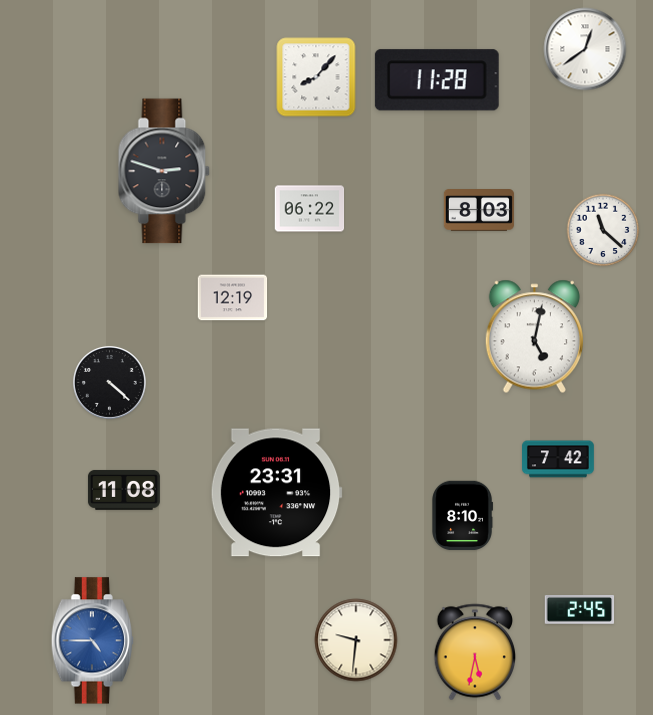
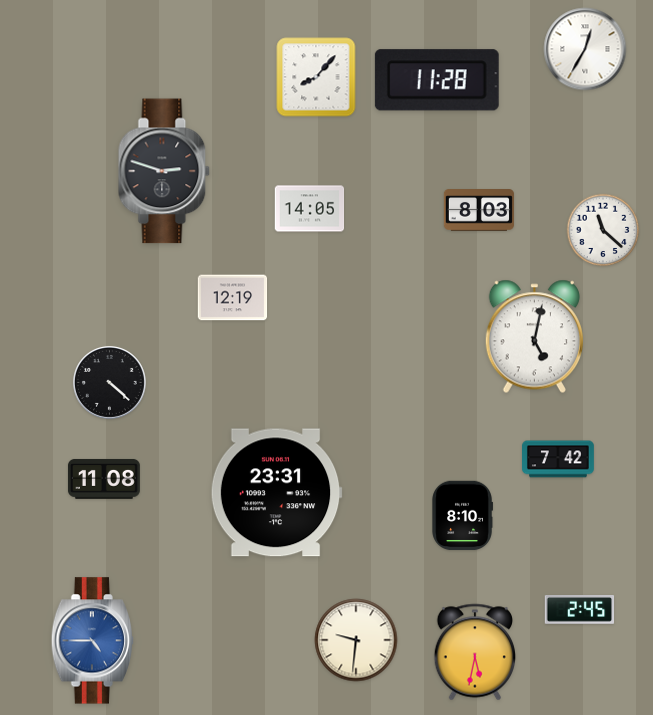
clock at (585, 49): 12:39 -> 12:35
clock at (310, 209): 06:22 -> 14:05
clock at (124, 490) position: (124, 490) -> (104, 479)
